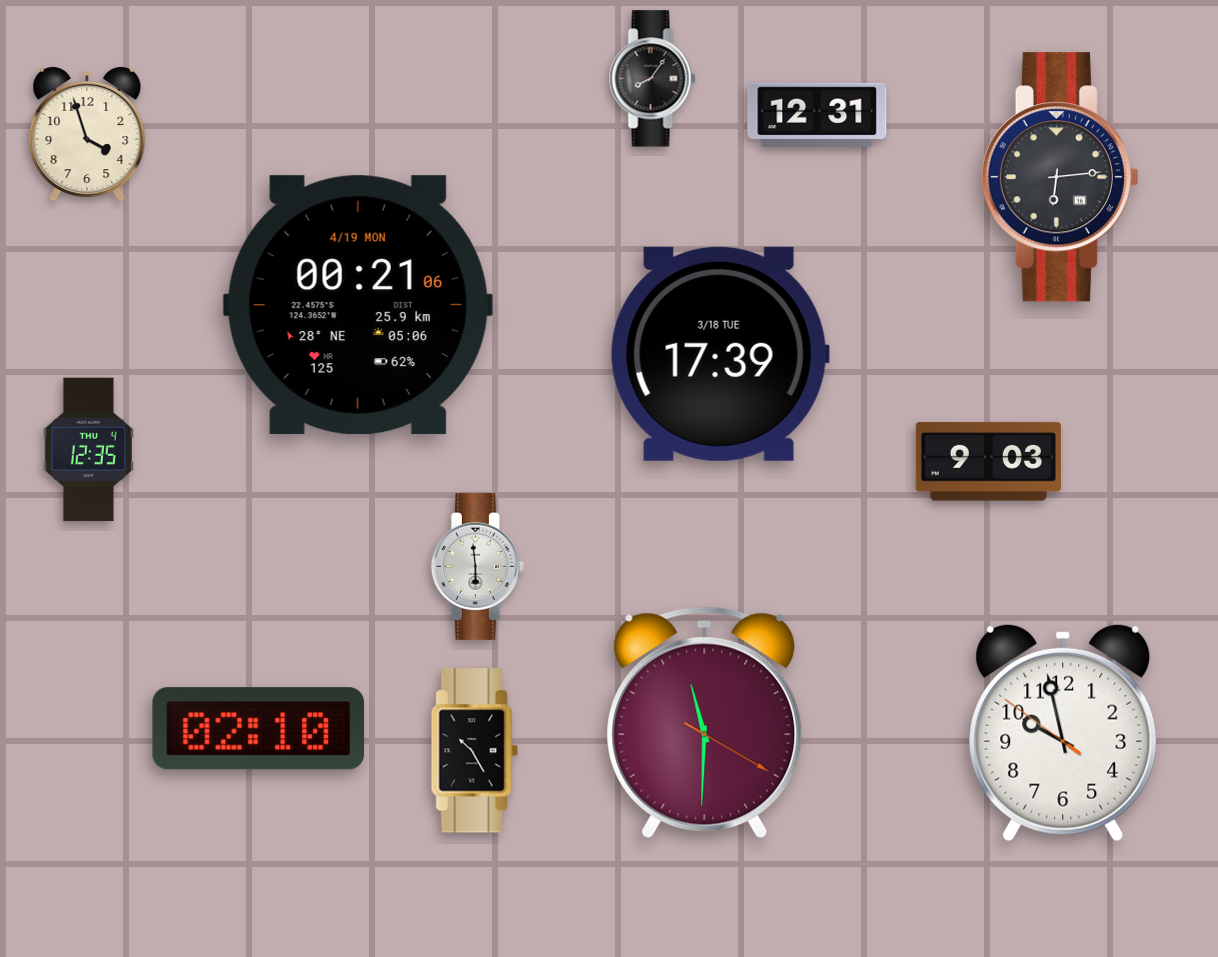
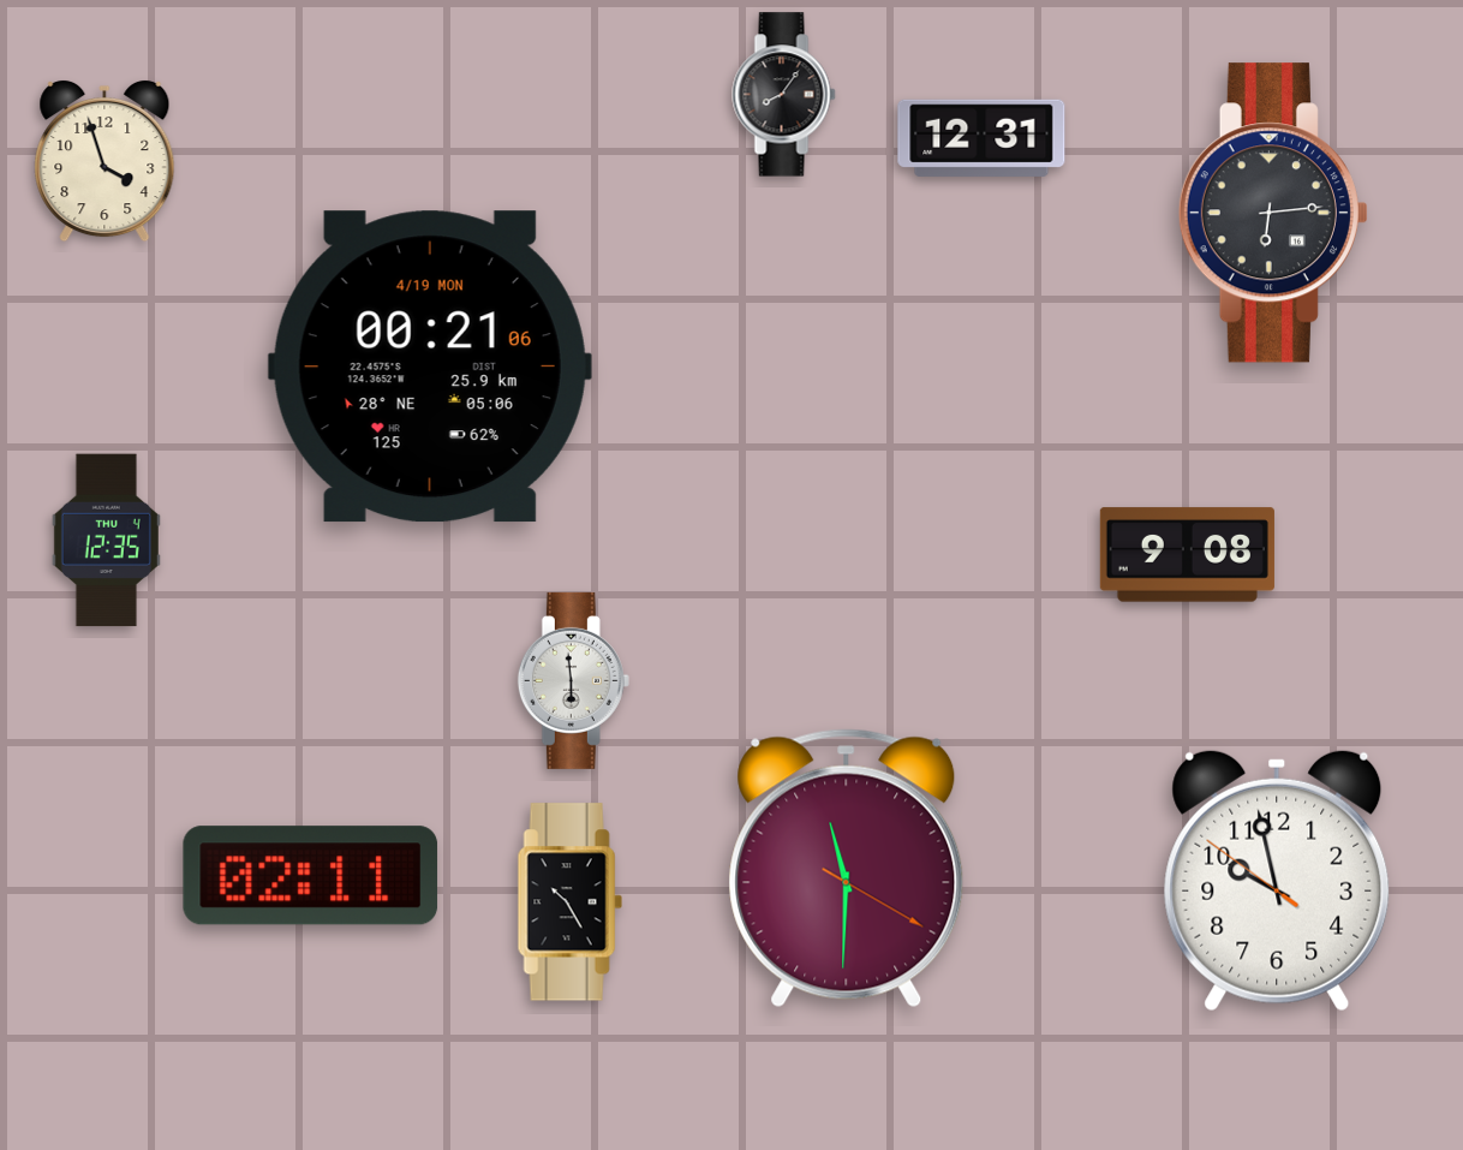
clock at (720, 354): 17:39 -> none
clock at (988, 462): 9:03 -> 9:08
clock at (259, 729): 02:10 -> 02:11
